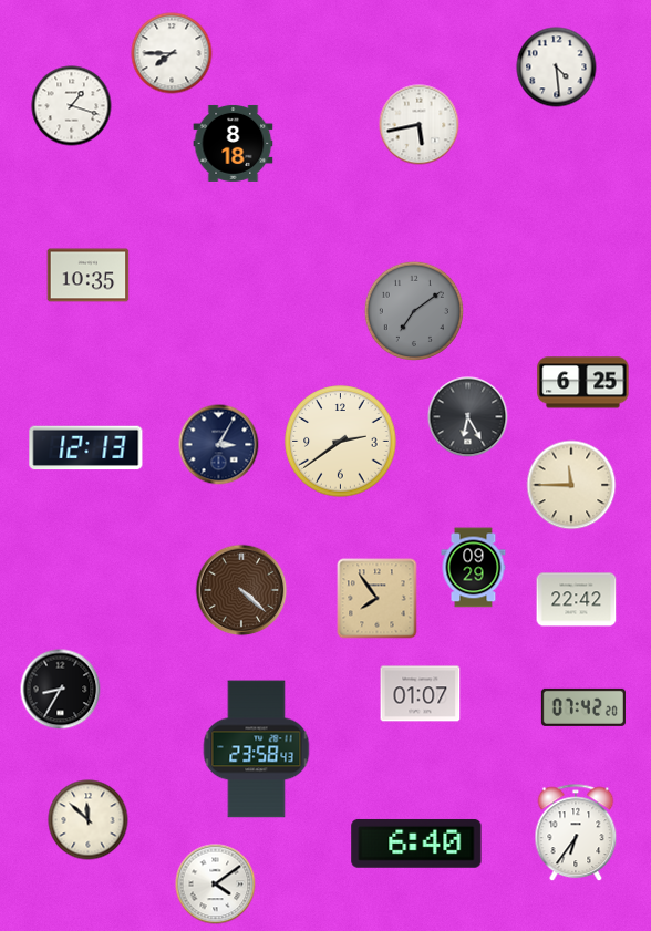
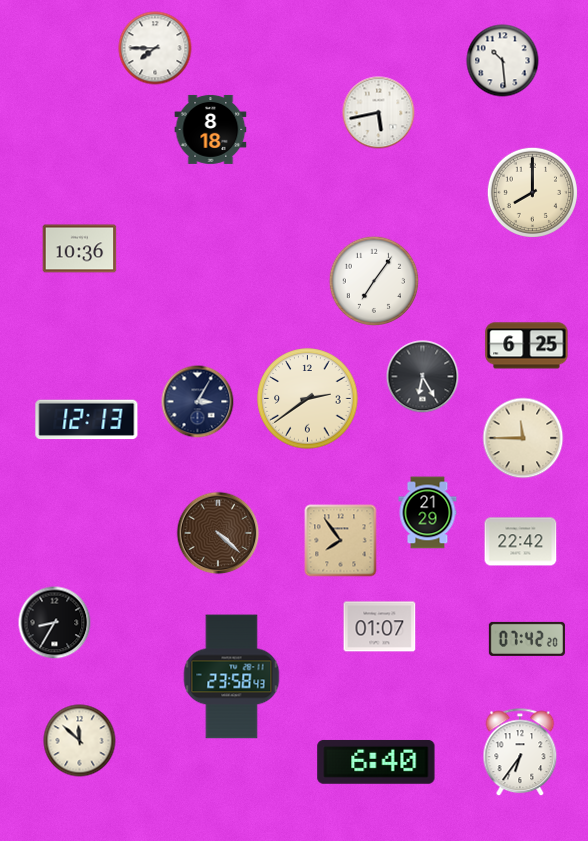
clock at (557, 68): 4:29 -> 10:29
clock at (72, 106): 1:18 -> none
clock at (532, 192): none -> 8:00
clock at (89, 276): 10:35 -> 10:36
clock at (413, 310): 7:09 -> 7:06
clock at (413, 310) dial: grey -> white
clock at (86, 448) position: (86, 448) -> (87, 420)
clock at (571, 485) position: (571, 485) -> (523, 438)
clock at (474, 568): 09:29 -> 21:29
clock at (216, 885): 4:09 -> none
